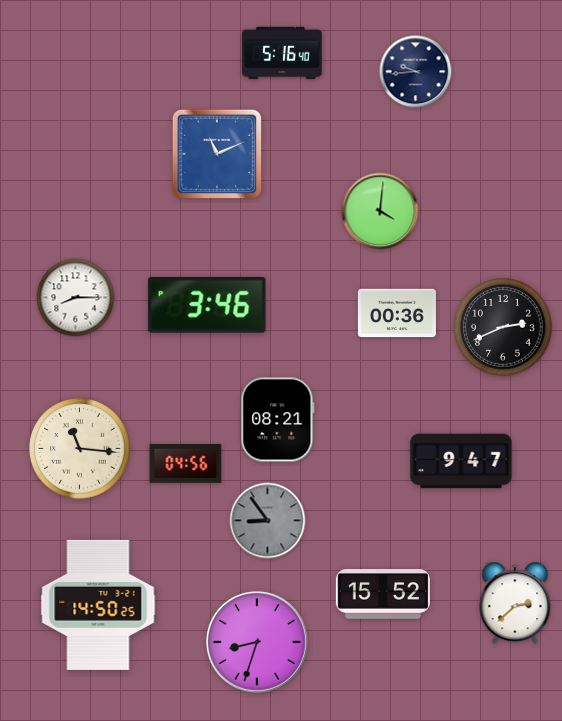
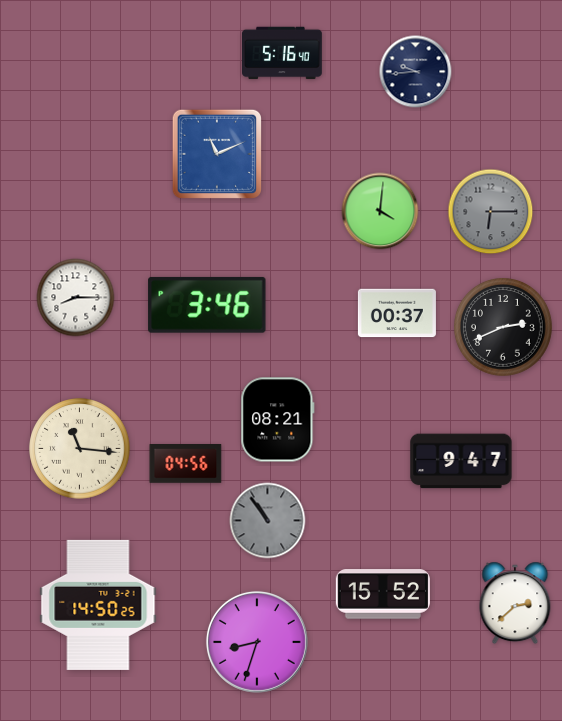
clock at (491, 212): none -> 6:15
clock at (397, 313): 00:36 -> 00:37
clock at (268, 521): 8:54 -> 10:54
